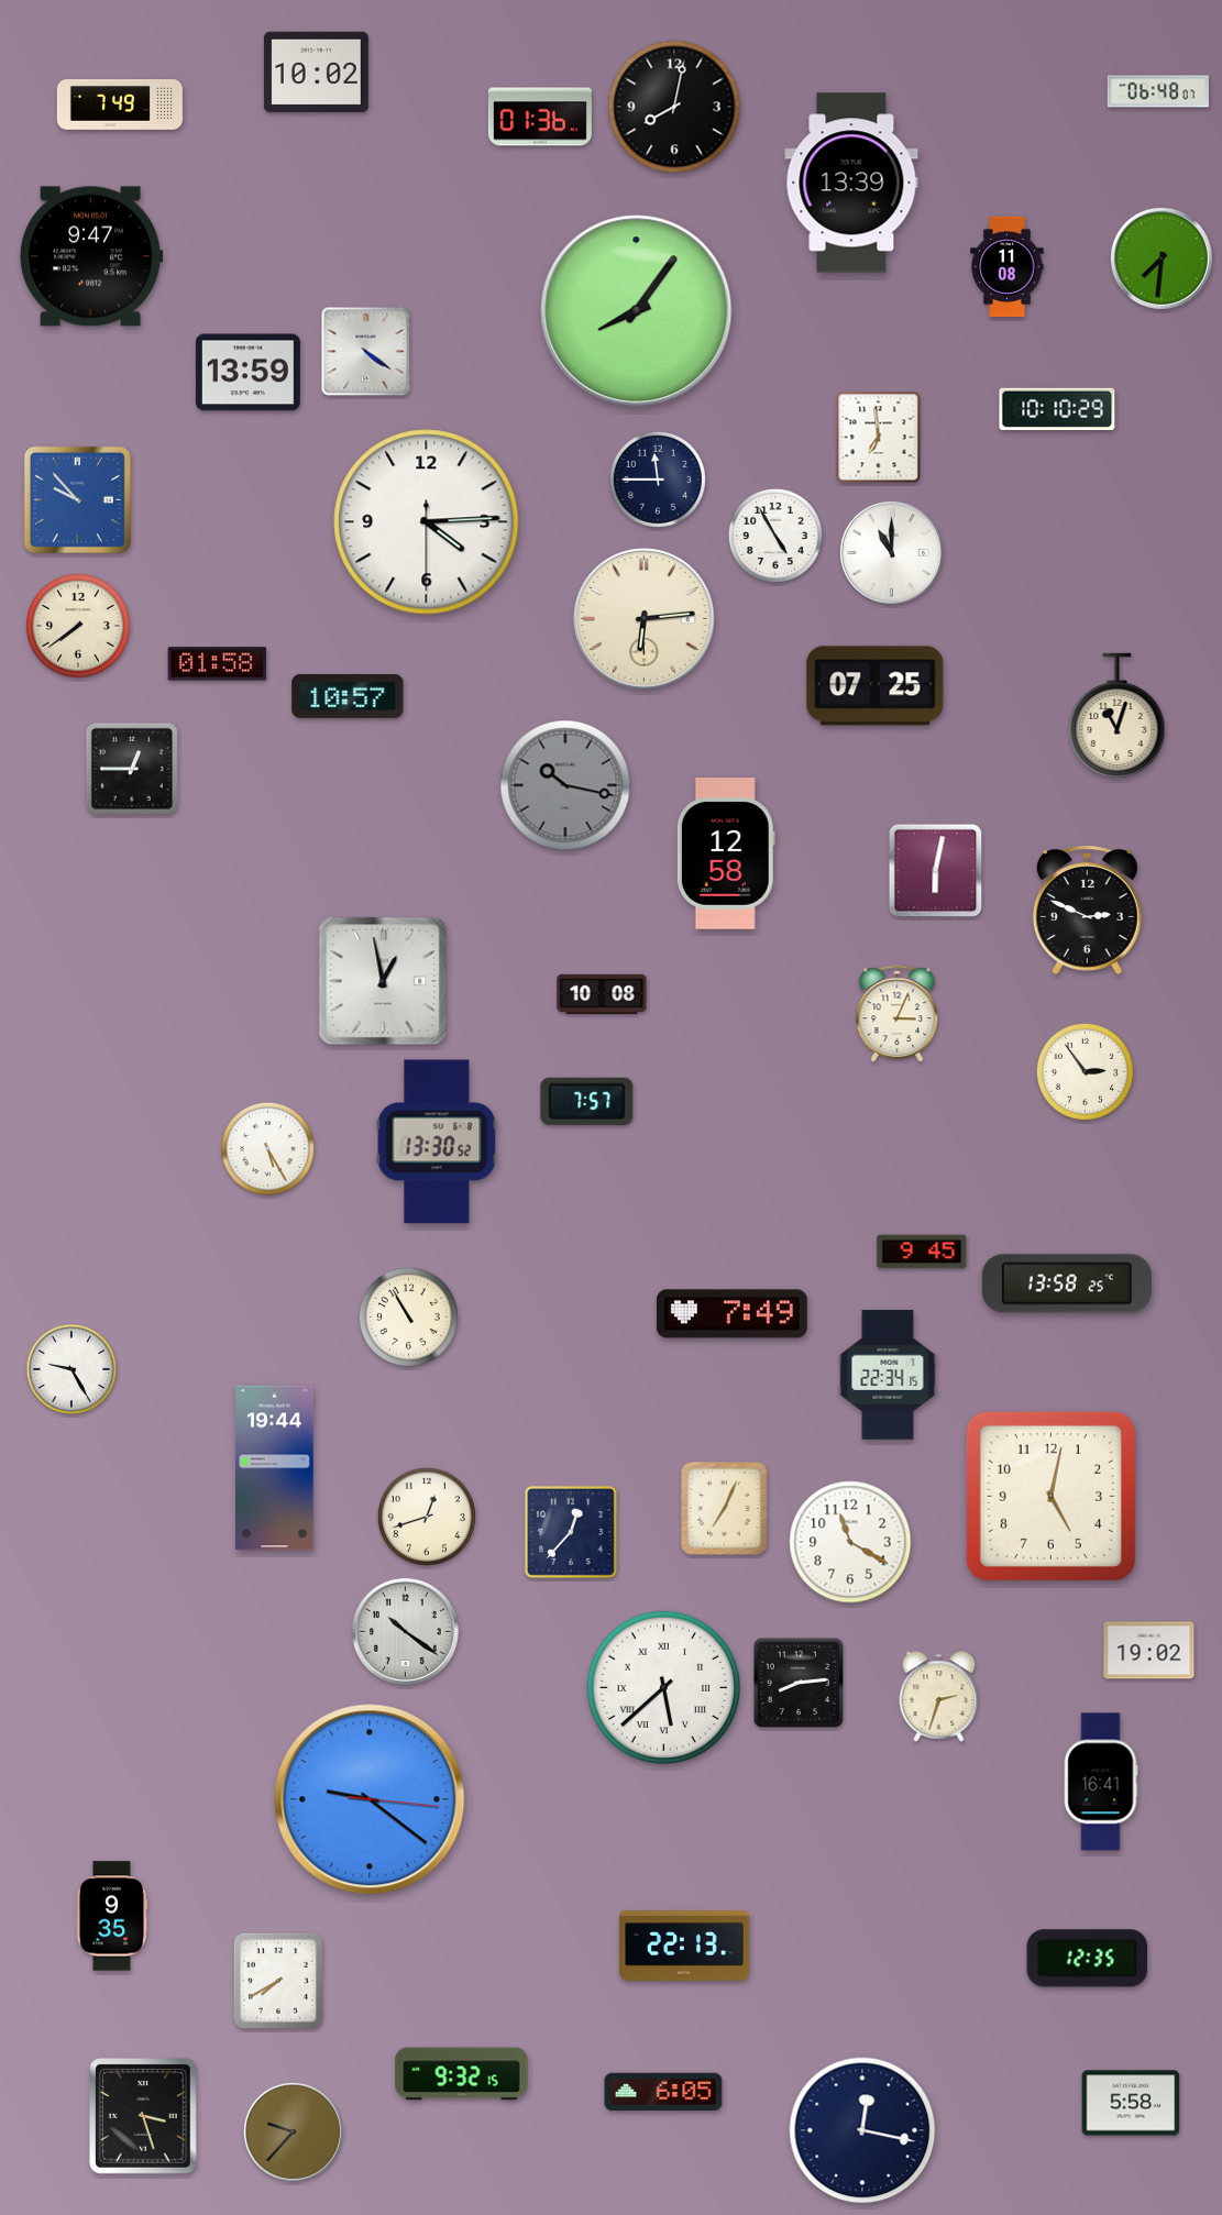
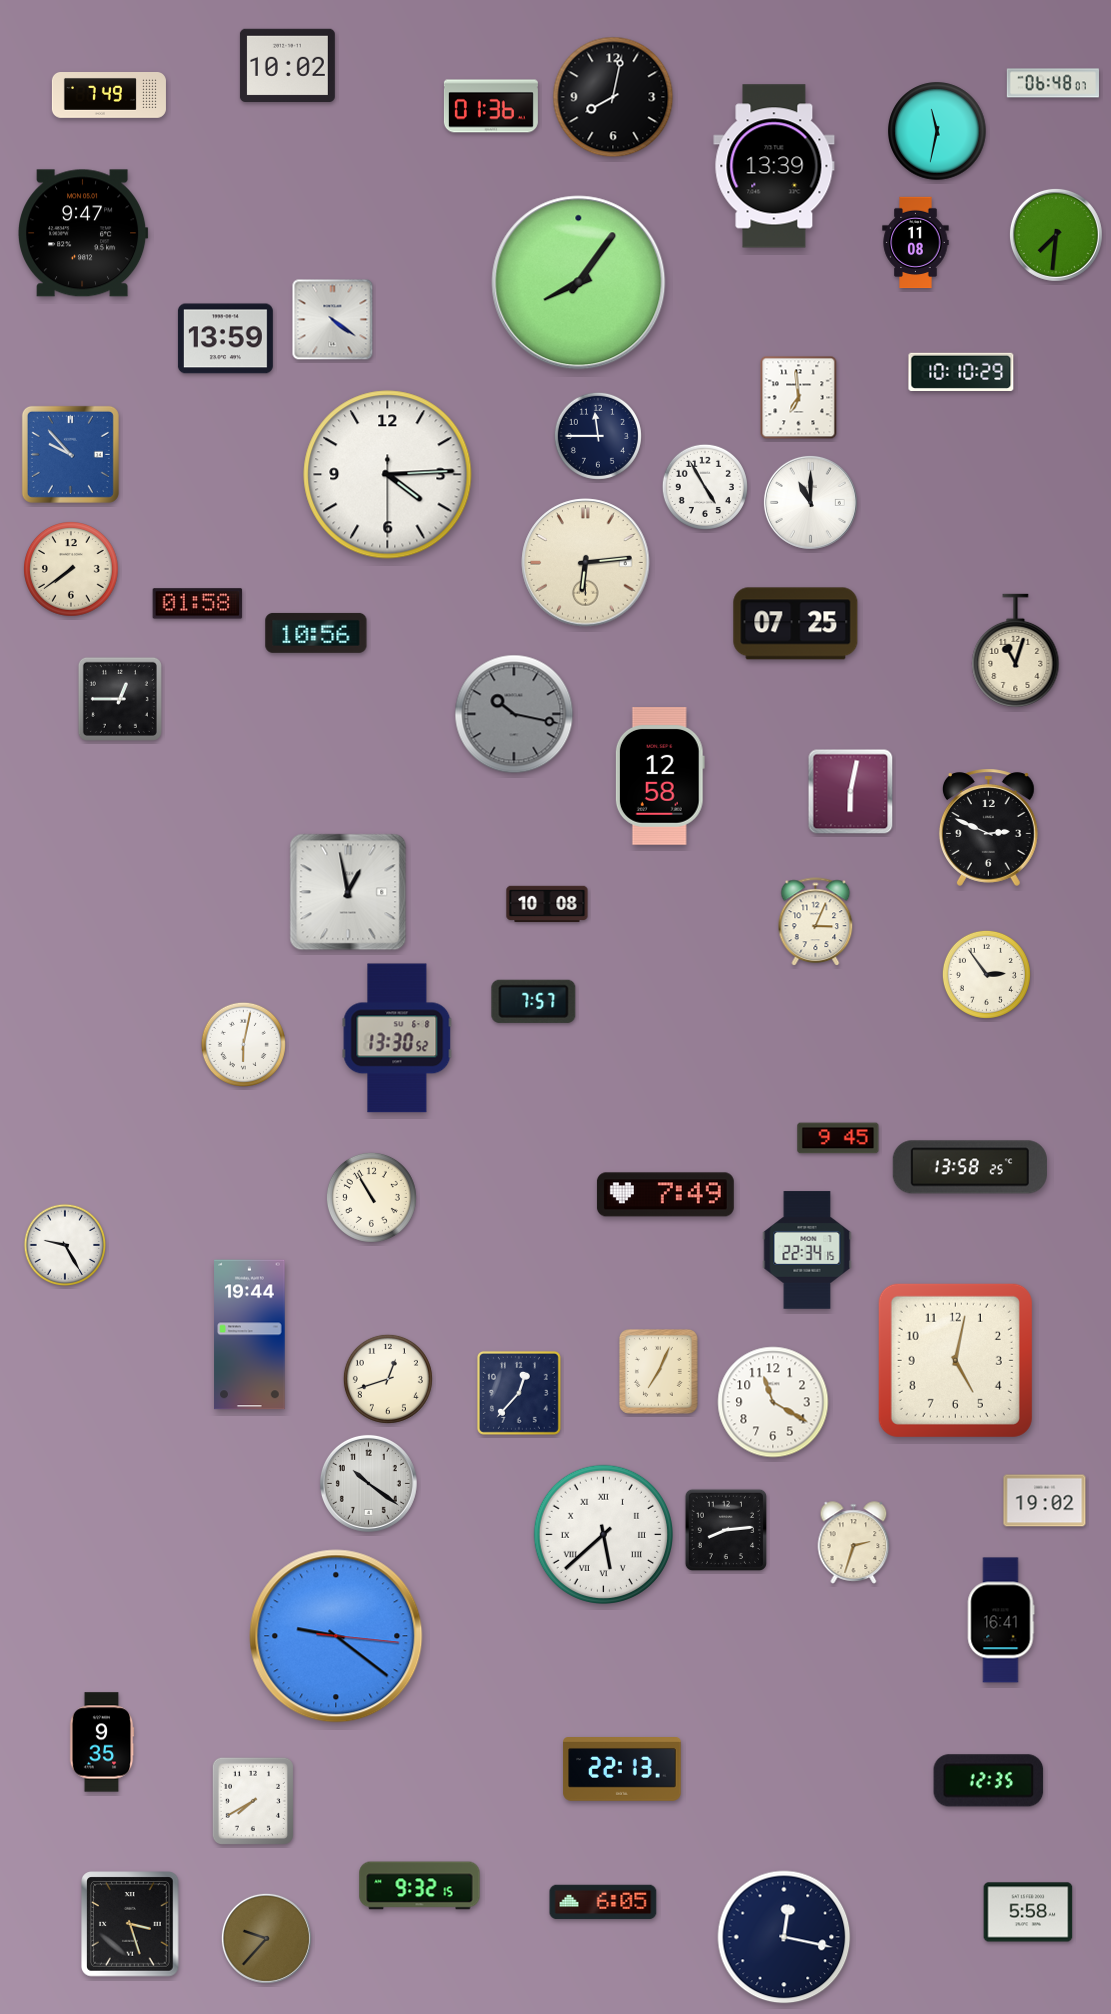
clock at (937, 131): none -> 11:32
clock at (348, 696): 10:57 -> 10:56
clock at (267, 1148): 5:25 -> 6:02
